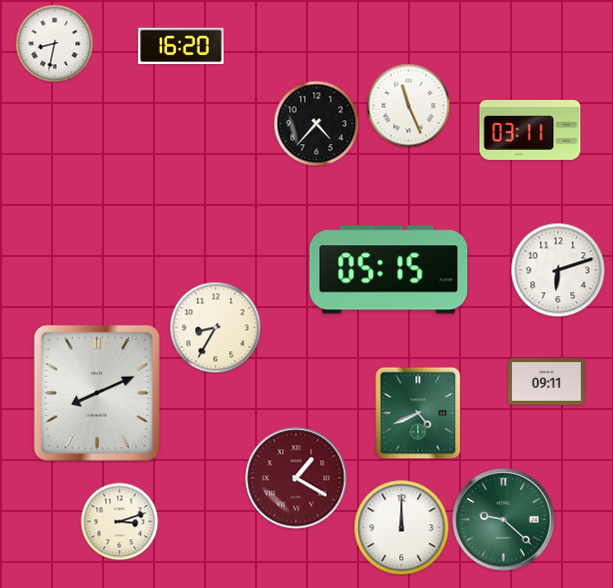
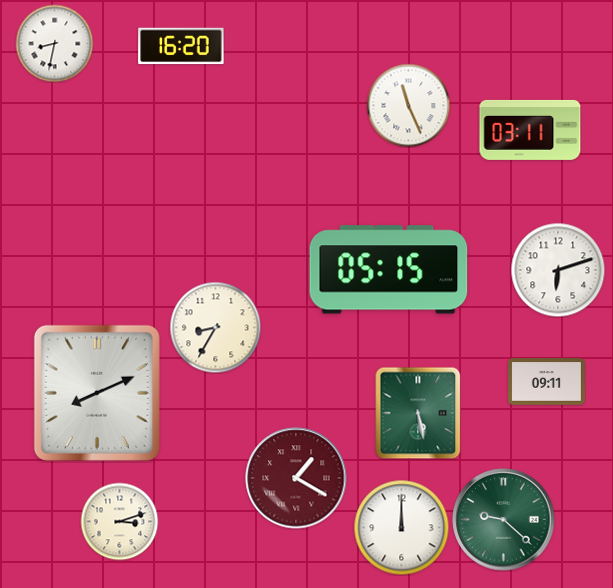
clock at (316, 123): 4:37 -> none
clock at (418, 413): 4:41 -> 5:28
